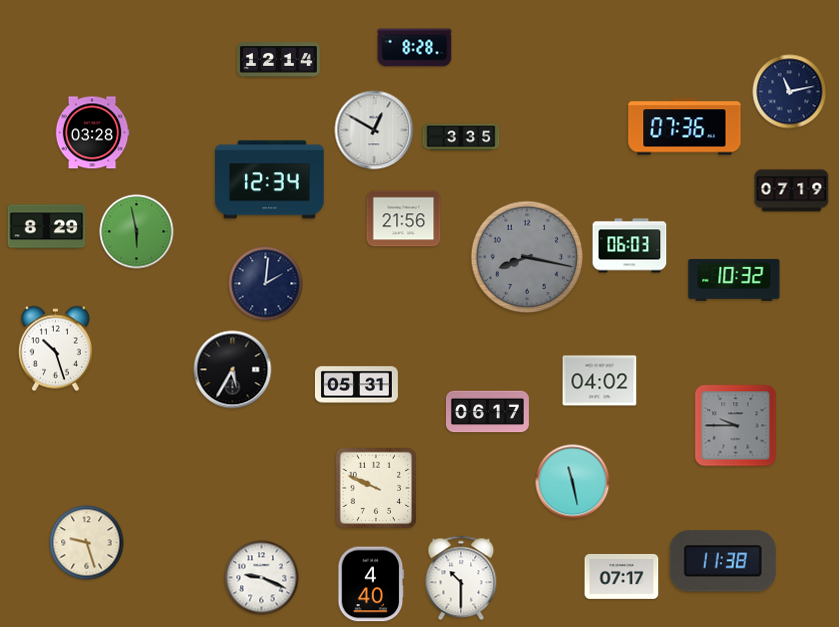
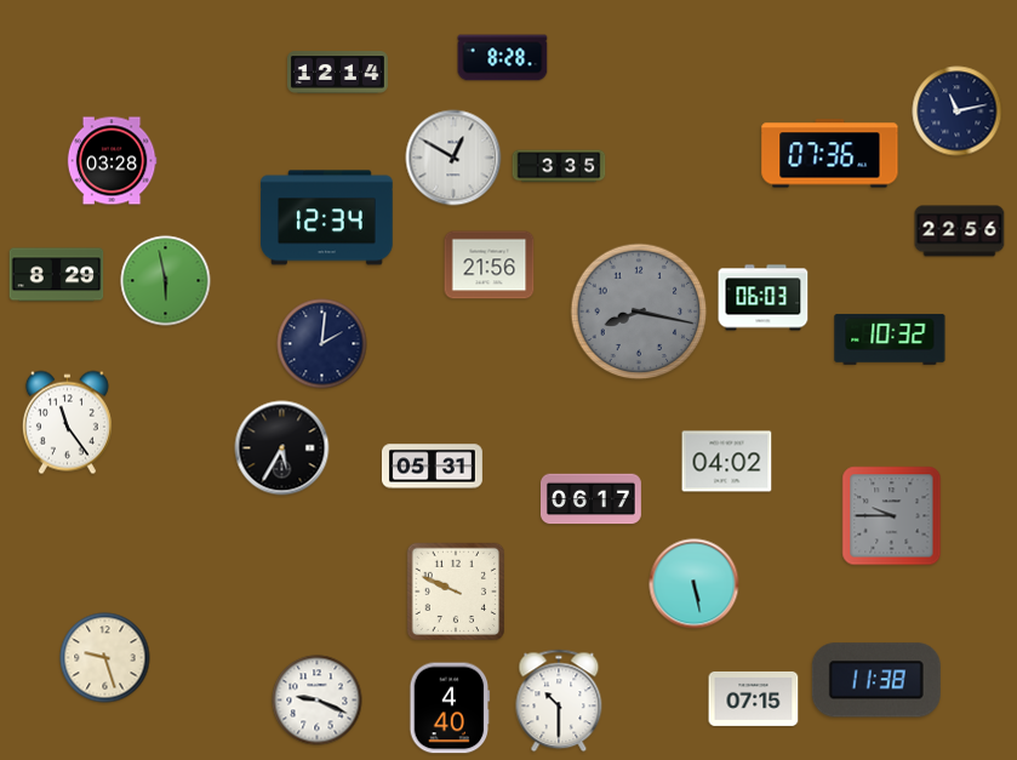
clock at (792, 191): 07:19 -> 22:56
clock at (55, 349): 10:27 -> 11:24
clock at (573, 482): 11:28 -> 5:28
clock at (622, 576): 07:17 -> 07:15
